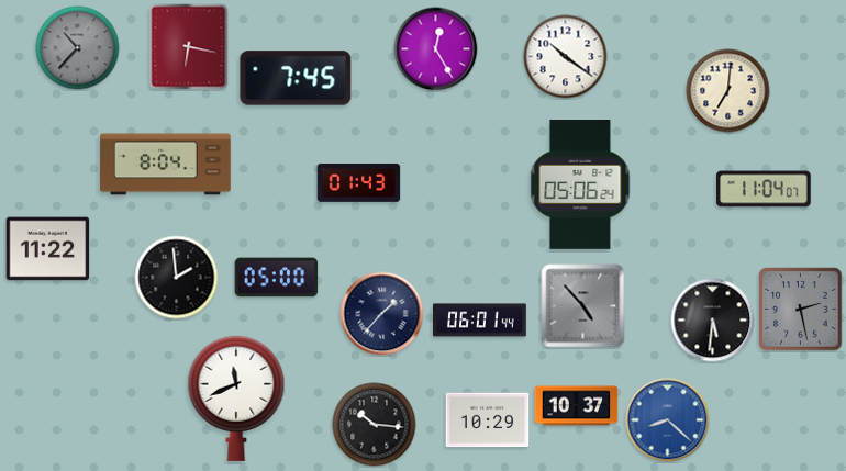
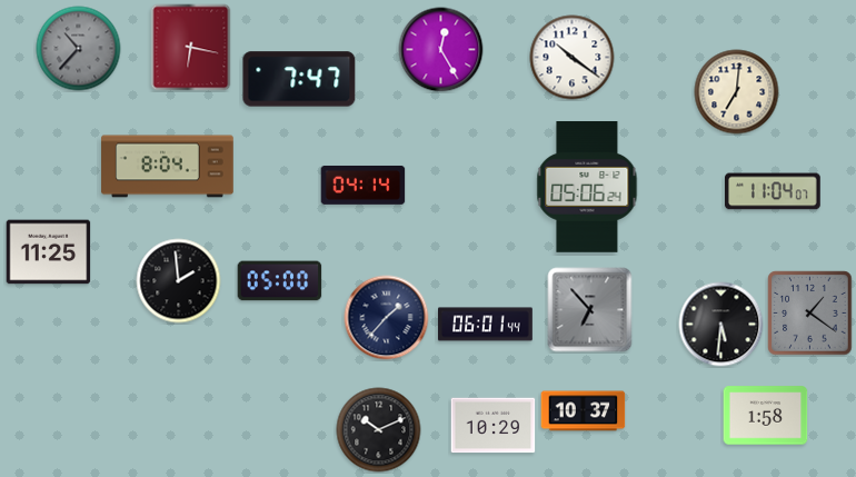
clock at (296, 78): 7:45 -> 7:47
clock at (359, 183): 01:43 -> 04:14
clock at (48, 249): 11:22 -> 11:25
clock at (583, 306): 4:53 -> 6:53
clock at (801, 310): 2:28 -> 1:21
clock at (236, 399): 11:41 -> none
clock at (766, 416): none -> 1:58
clock at (668, 420): 8:22 -> none
clock at (375, 425): 10:16 -> 10:11
